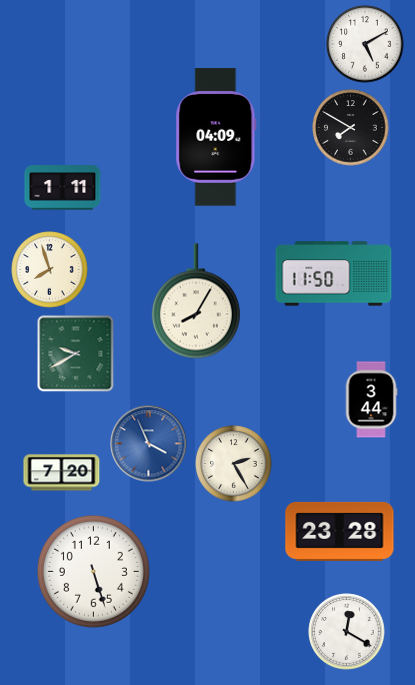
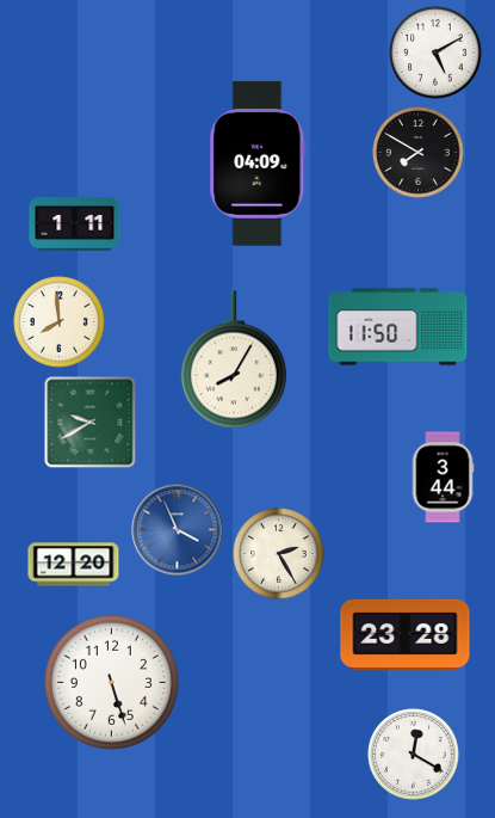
clock at (50, 270): 7:57 -> 7:59
clock at (62, 473): 7:20 -> 12:20
